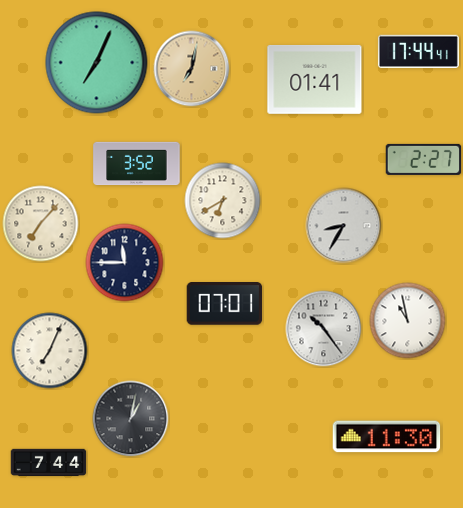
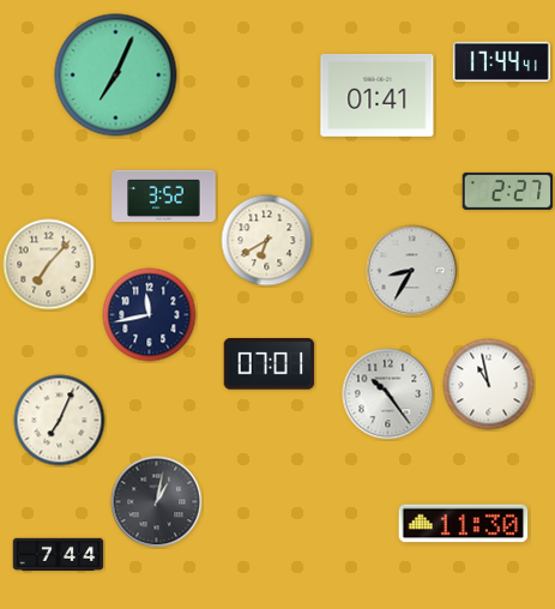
clock at (192, 69): 7:02 -> none
clock at (41, 224) position: (41, 224) -> (49, 265)
clock at (125, 263): 11:45 -> 11:43
